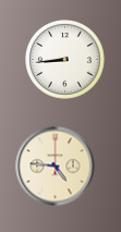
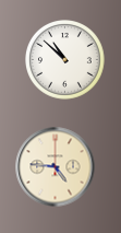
clock at (65, 60): 8:44 -> 10:52
